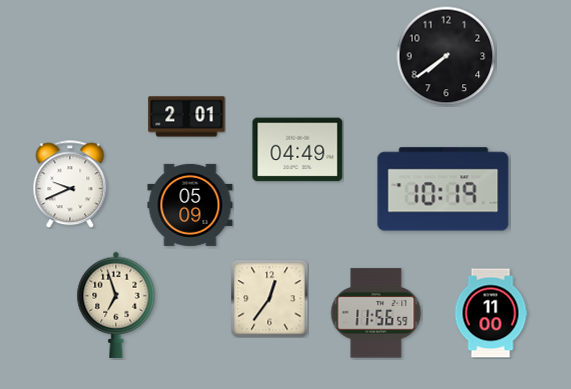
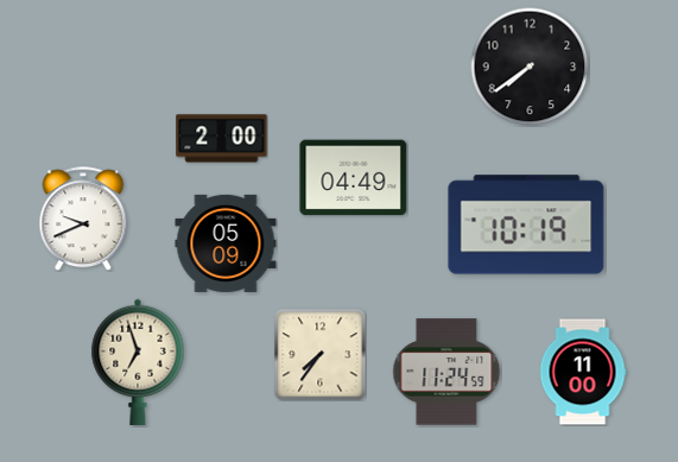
clock at (187, 117): 2:01 -> 2:00
clock at (269, 298): 12:36 -> 7:36
clock at (376, 313): 11:56 -> 11:24
